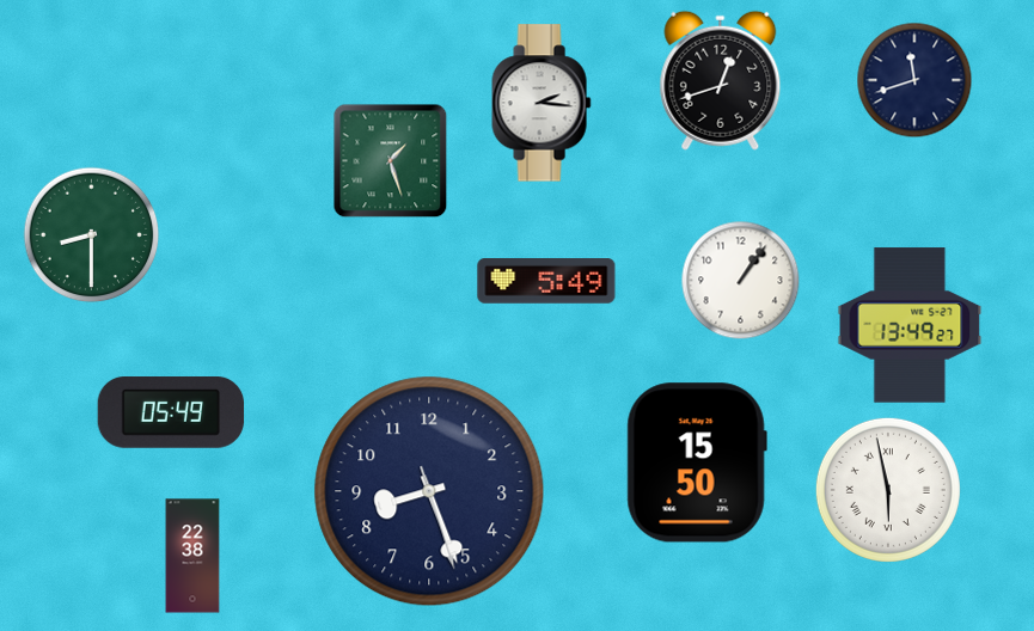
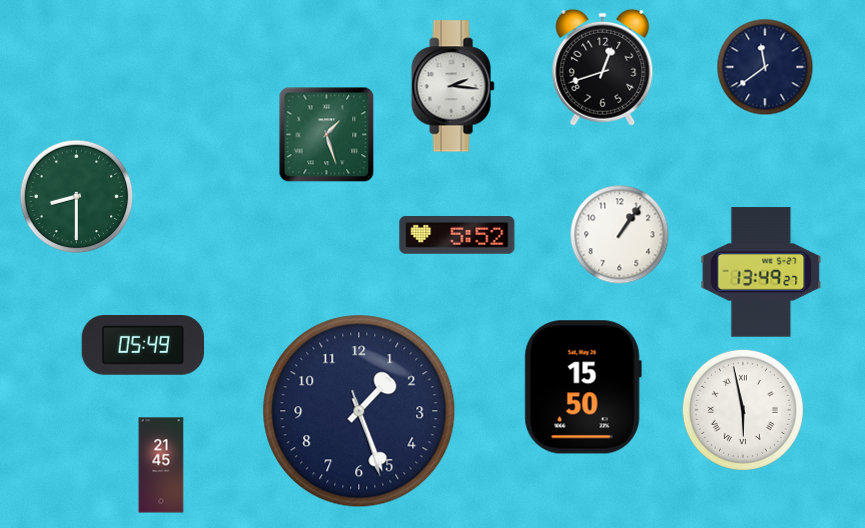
clock at (914, 80): 11:42 -> 11:39
clock at (546, 282): 5:49 -> 5:52
clock at (429, 491): 8:26 -> 1:26
clock at (192, 556): 22:38 -> 21:45
